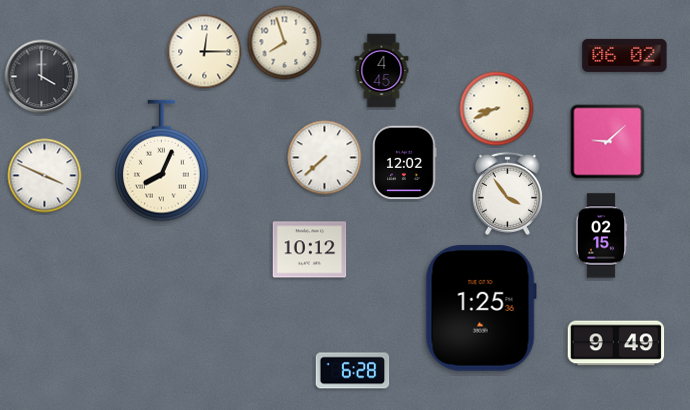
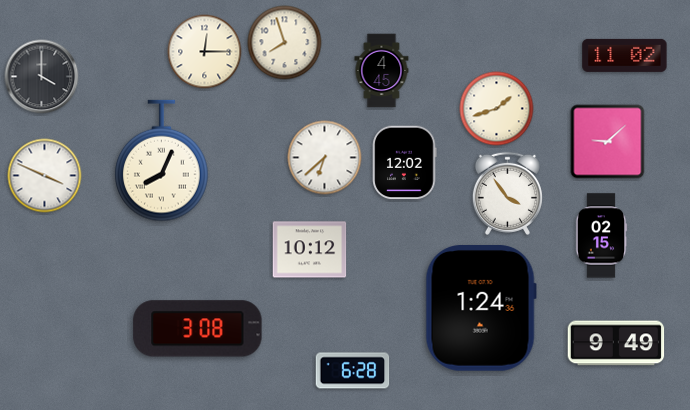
clock at (625, 55): 06:02 -> 11:02
clock at (497, 109): 8:41 -> 1:42
clock at (325, 158): 7:38 -> 6:38
clock at (481, 309): 1:25 -> 1:24
clock at (198, 329): none -> 3:08
